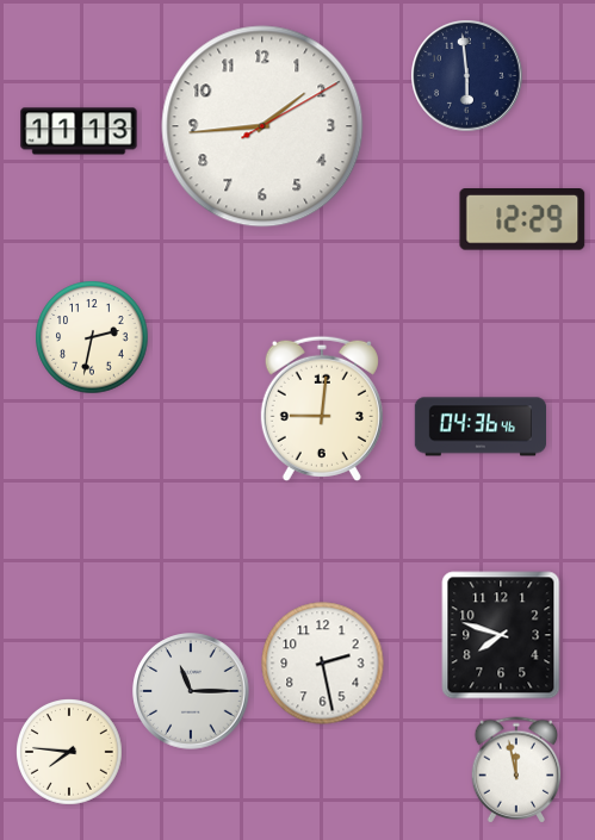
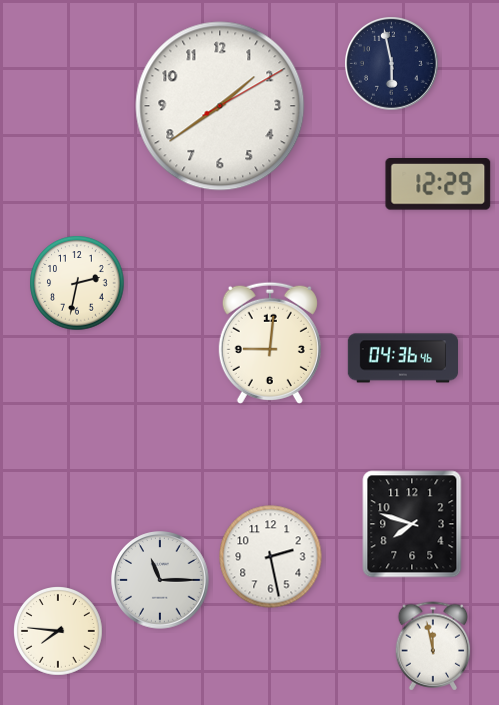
clock at (467, 76): 5:59 -> 5:58
clock at (262, 126): 1:44 -> 1:39
clock at (79, 131): 11:13 -> none
clock at (501, 635) position: (501, 635) -> (412, 524)
